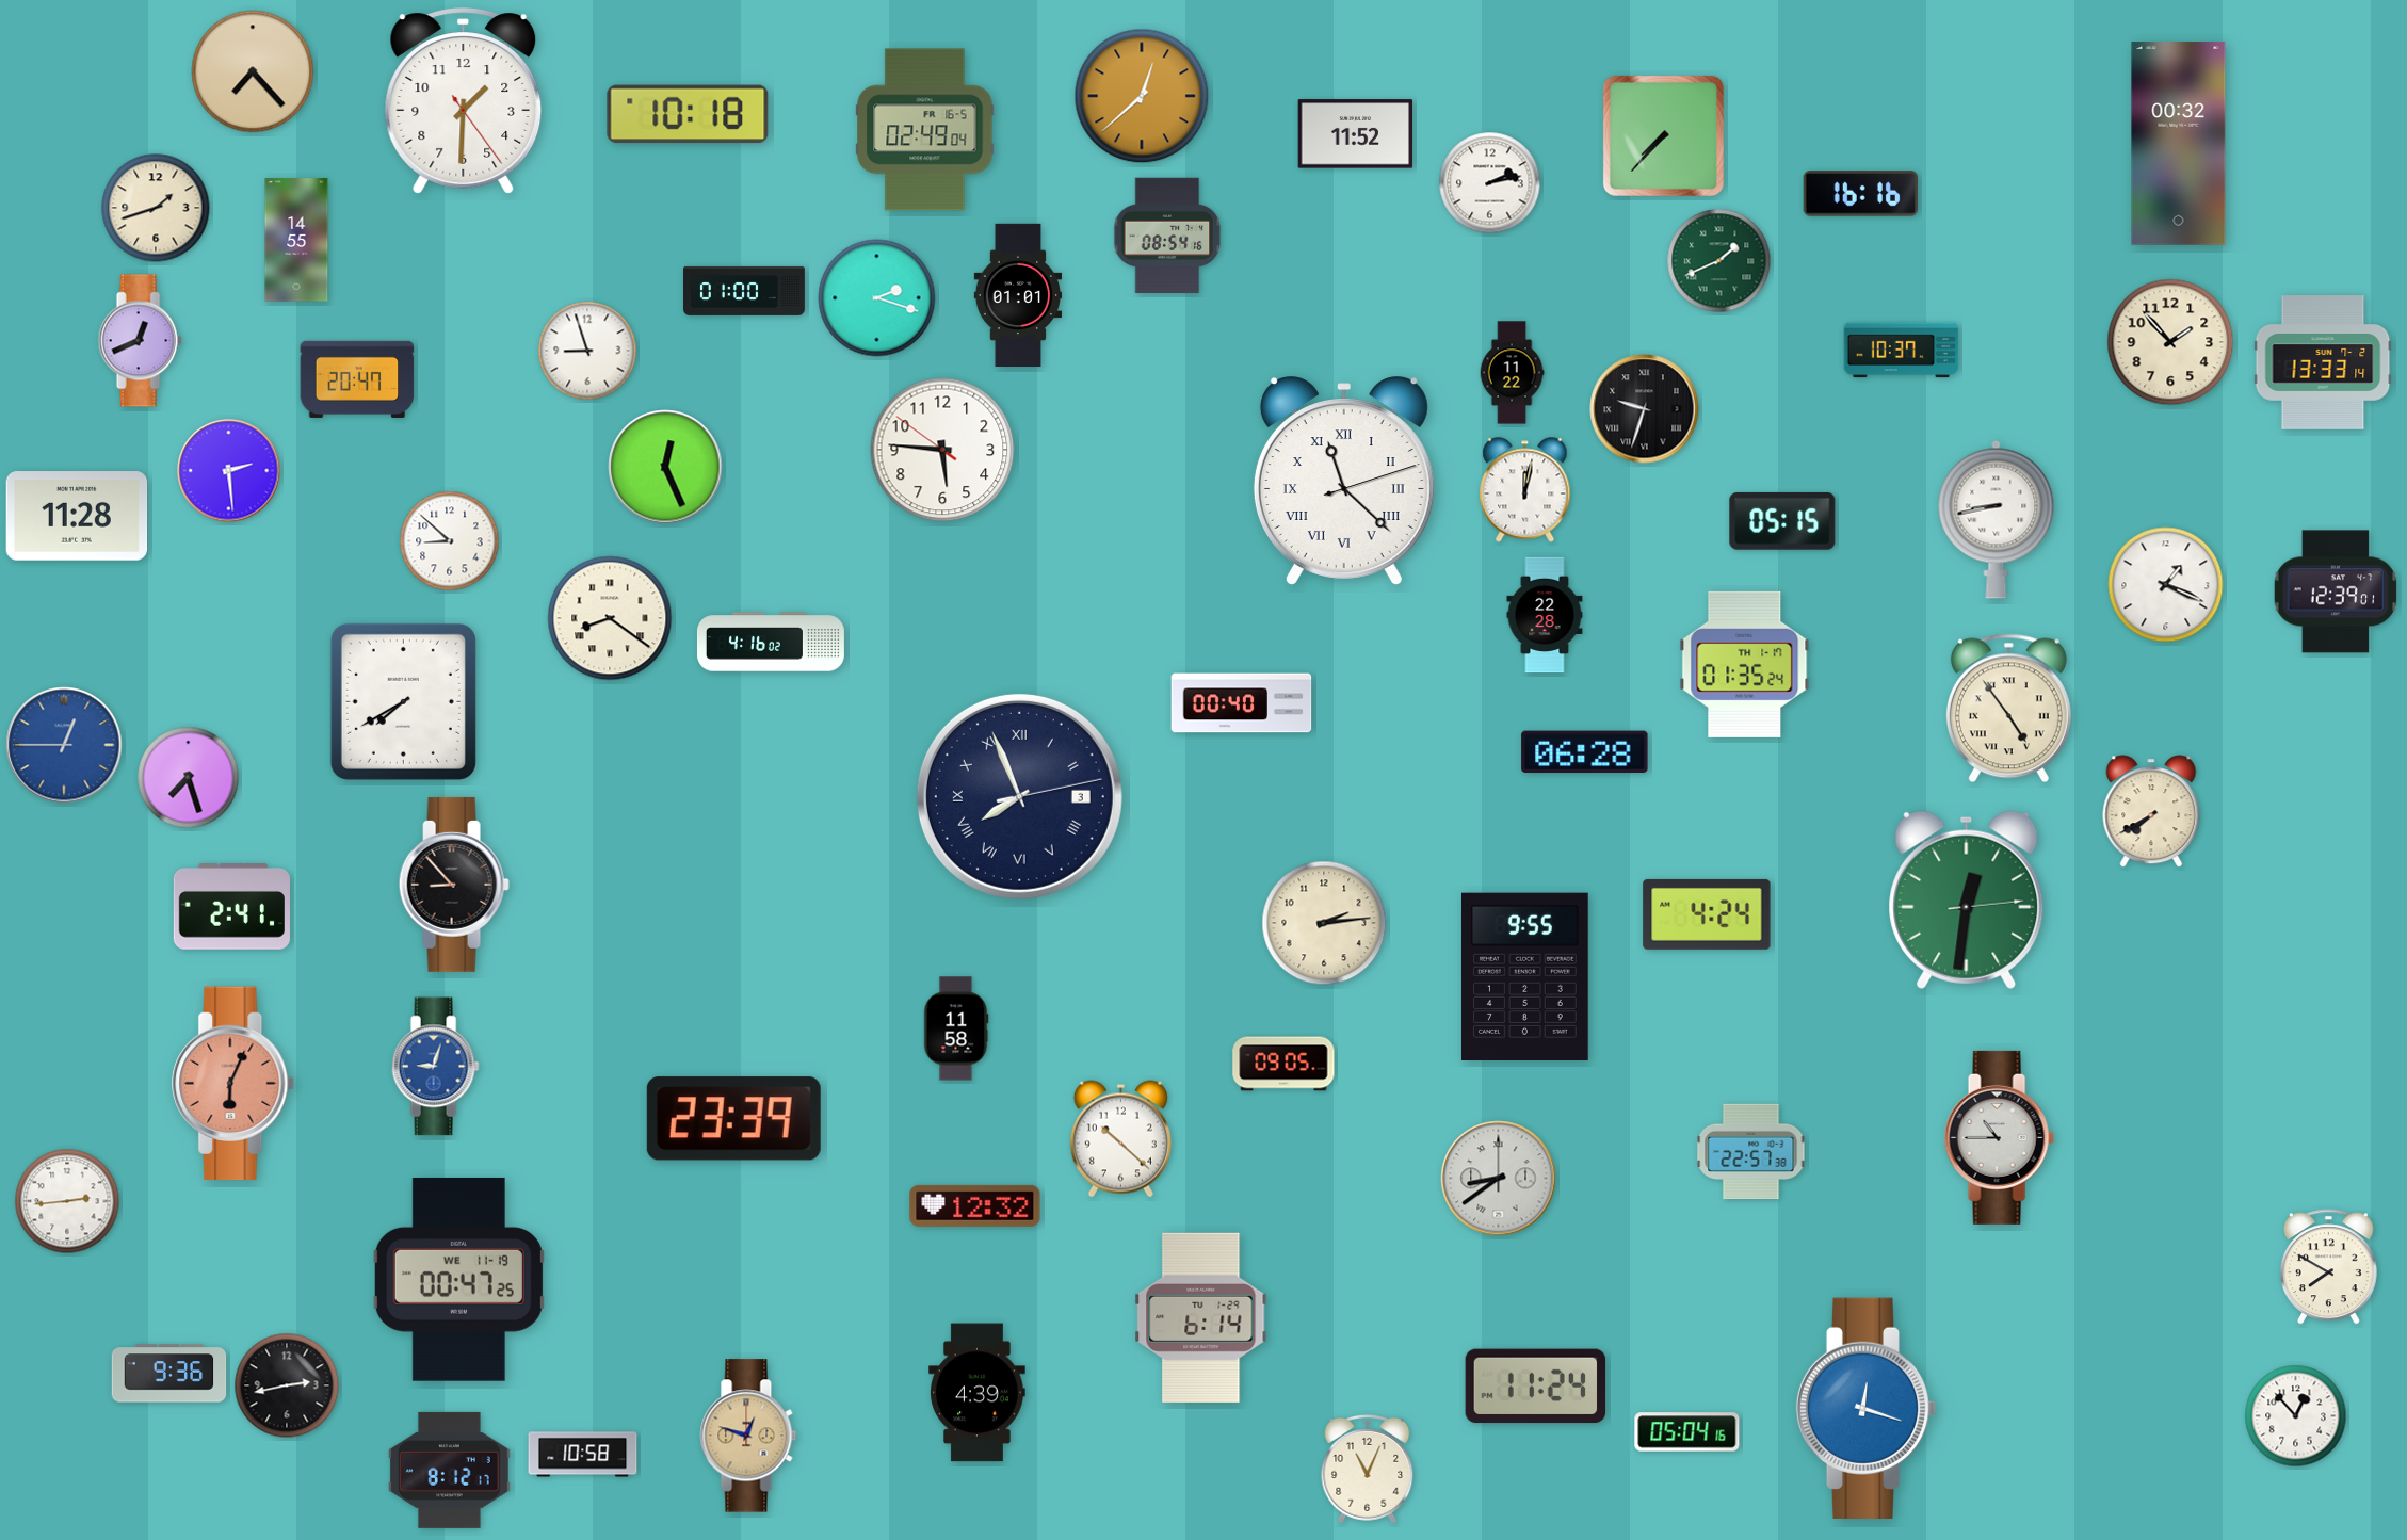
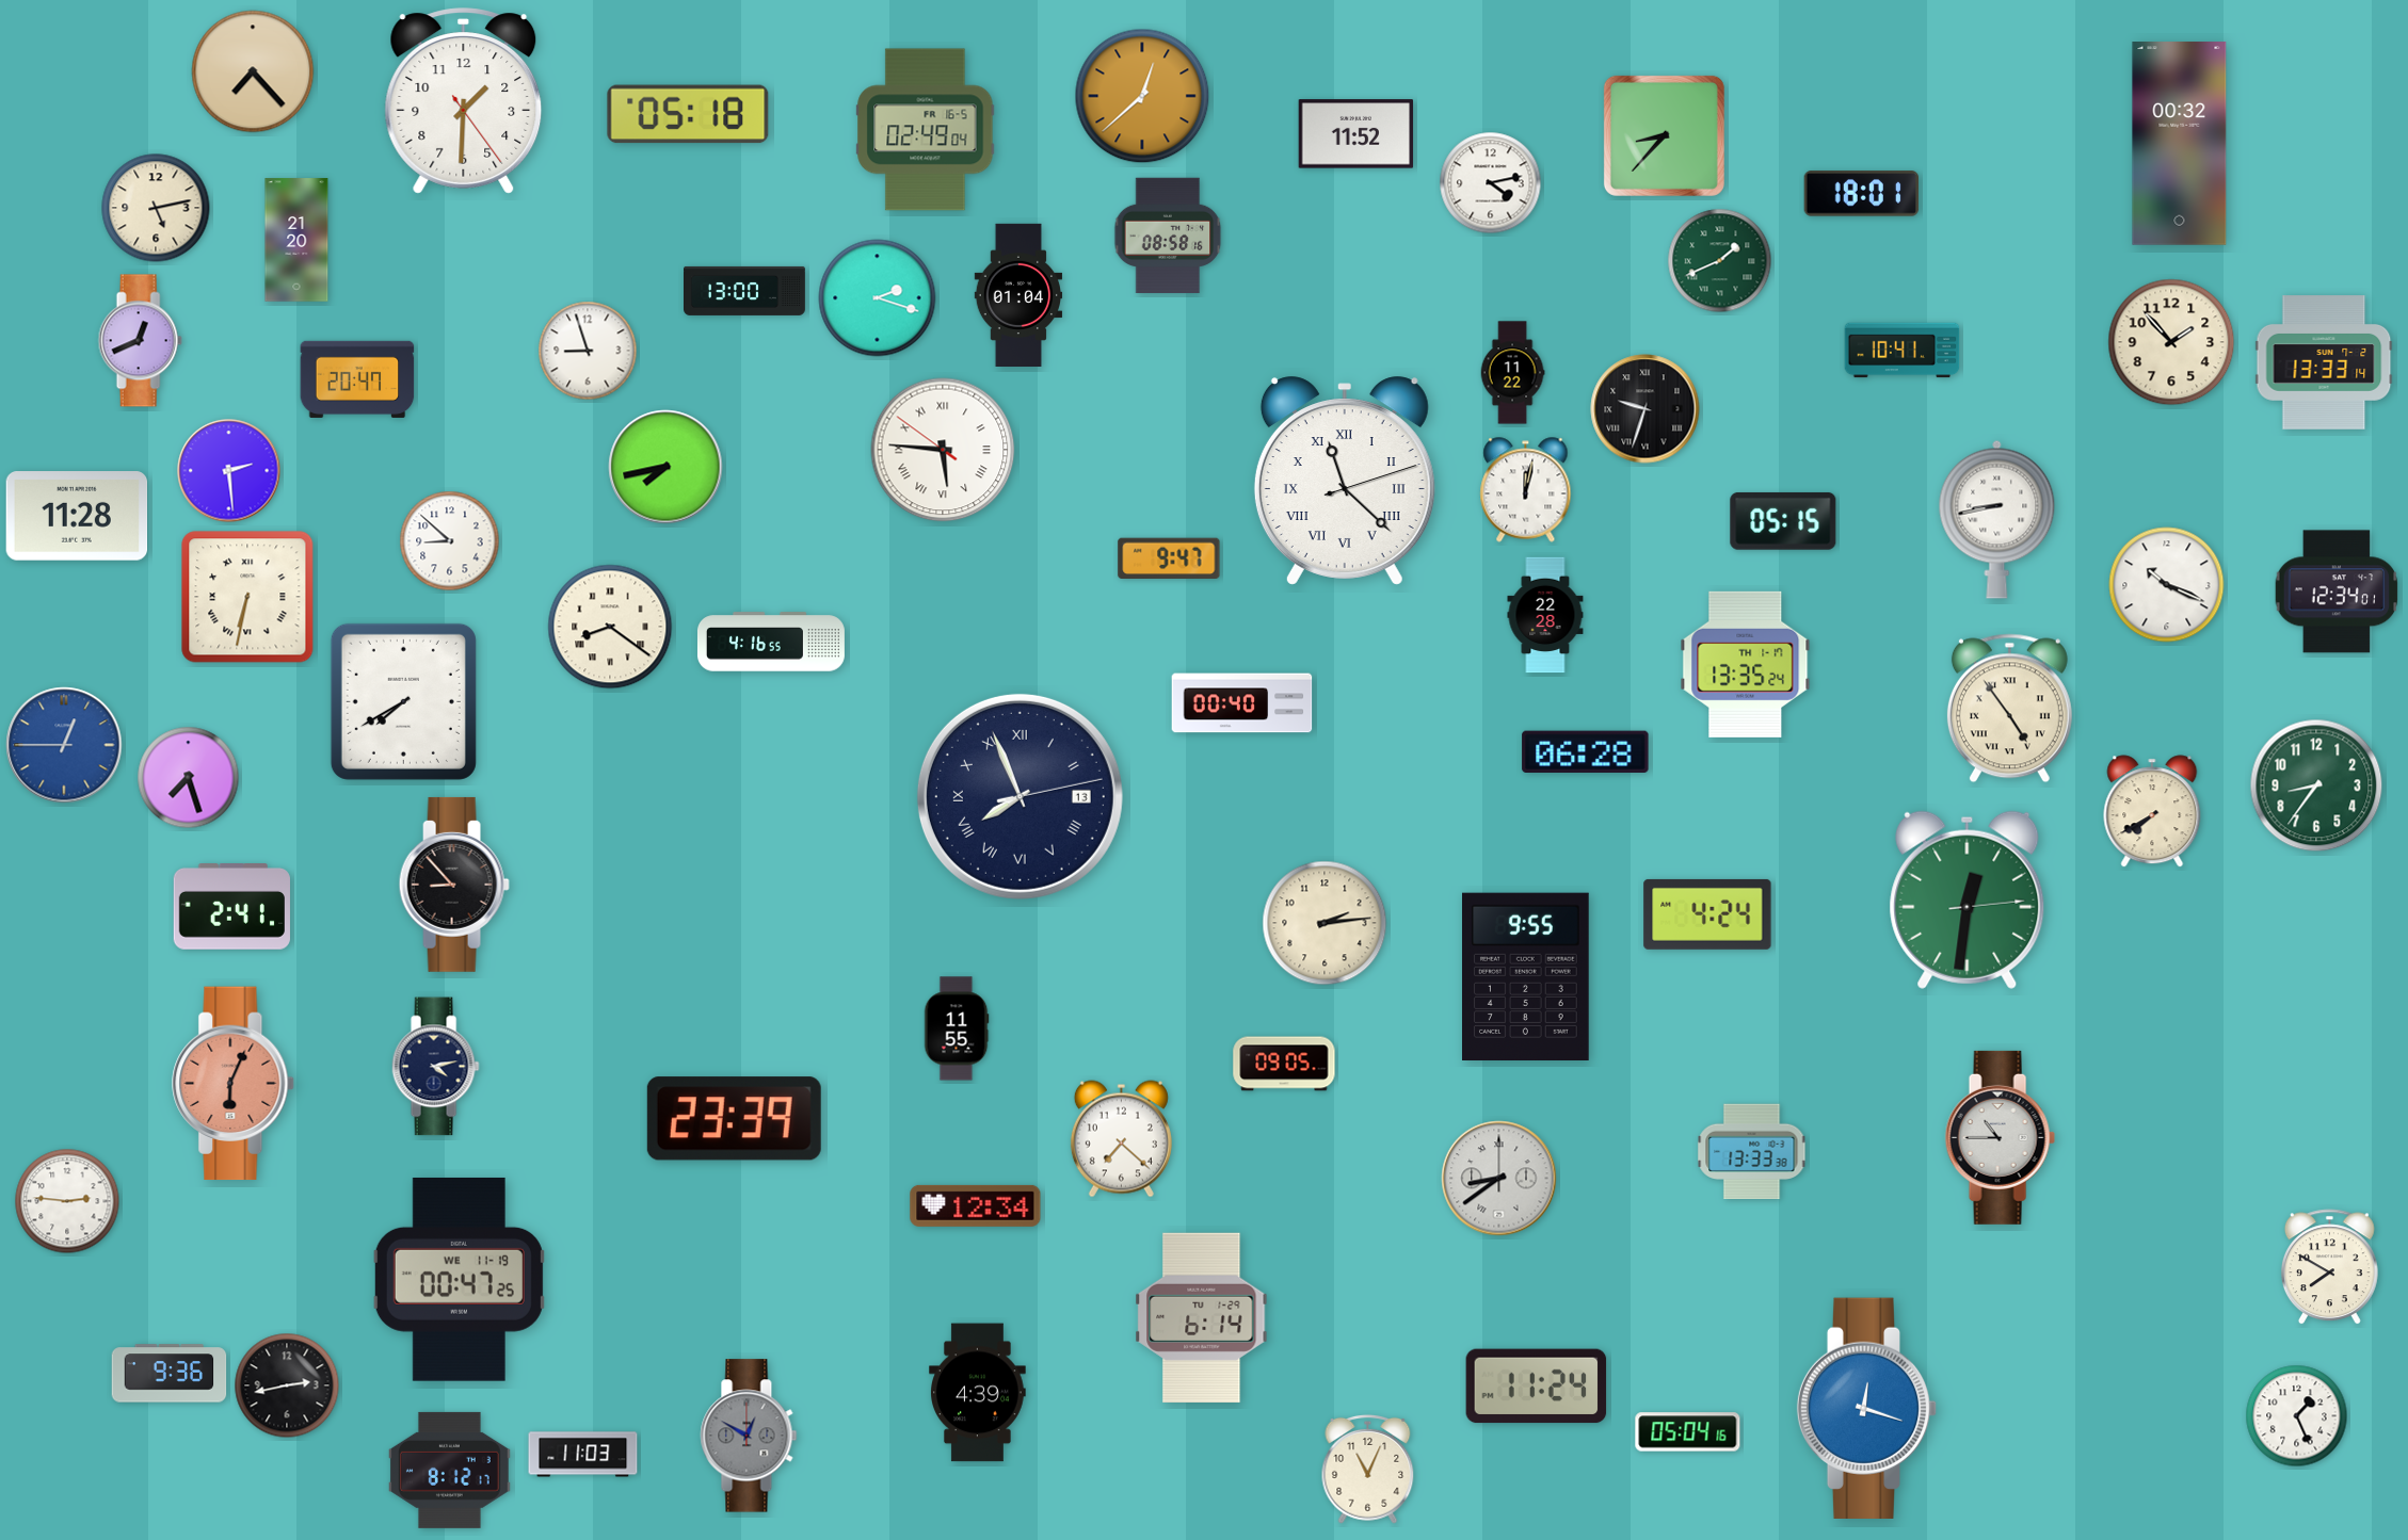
clock at (688, 114): 10:18 -> 05:18
clock at (1663, 135): 7:37 -> 8:37
clock at (1490, 183): 2:13 -> 4:13
clock at (1861, 194): 16:16 -> 18:01
clock at (156, 208): 1:42 -> 5:13
clock at (1167, 236): 08:54 -> 08:58
clock at (296, 240): 14:55 -> 21:20
clock at (745, 291): 01:00 -> 13:00
clock at (1018, 295): 01:01 -> 01:04
clock at (1902, 351): 10:37 -> 10:41
clock at (942, 450) numerals: Arabic -> Roman
clock at (665, 467): 12:26 -> 7:43
clock at (1169, 558): none -> 9:47
clock at (2166, 585): 1:19 -> 10:19
clock at (2336, 591): 12:39 -> 12:34
clock at (247, 597): none -> 6:32
clock at (610, 618) position: (610, 618) -> (610, 627)
clock at (771, 642): 4:16:02 -> 4:16:55
clock at (1745, 664): 01:35 -> 13:35
clock at (2316, 785): none -> 8:36
clock at (1019, 796) date: 3 -> 13
clock at (956, 1028): 11:58 -> 11:55
clock at (435, 1067): 9:03 -> 4:13
clock at (435, 1067) dial: blue -> navy
clock at (1120, 1139): 10:22 -> 7:22
clock at (1751, 1152): 22:57 -> 13:33
clock at (67, 1201): 2:44 -> 2:46
clock at (975, 1205): 12:32 -> 12:34
clock at (2296, 1416): 12:53 -> 1:26
clock at (748, 1436): 12:48 -> 12:50
clock at (748, 1436) dial: champagne -> grey
clock at (583, 1455): 10:58 -> 11:03
